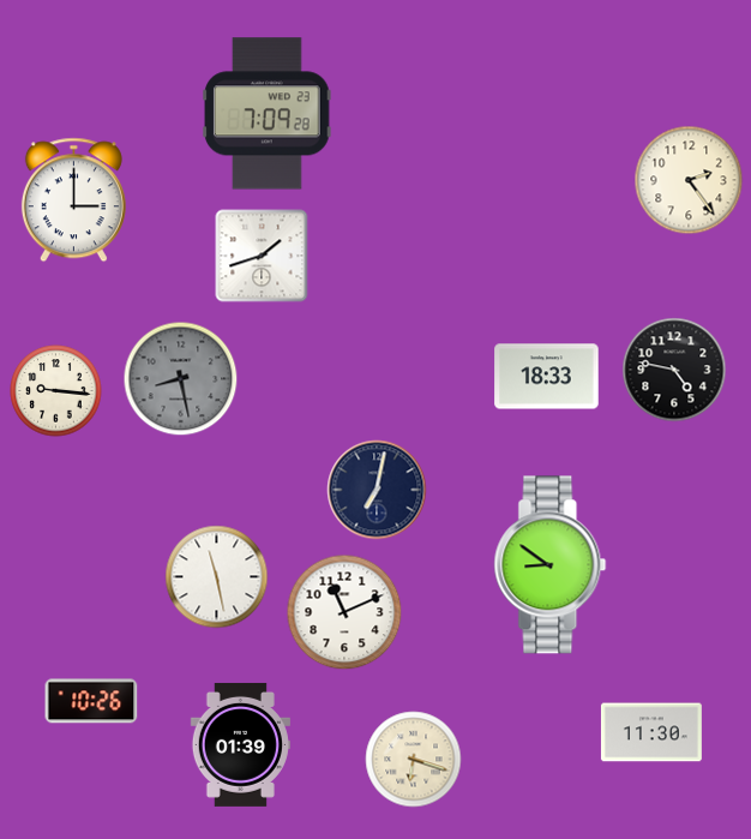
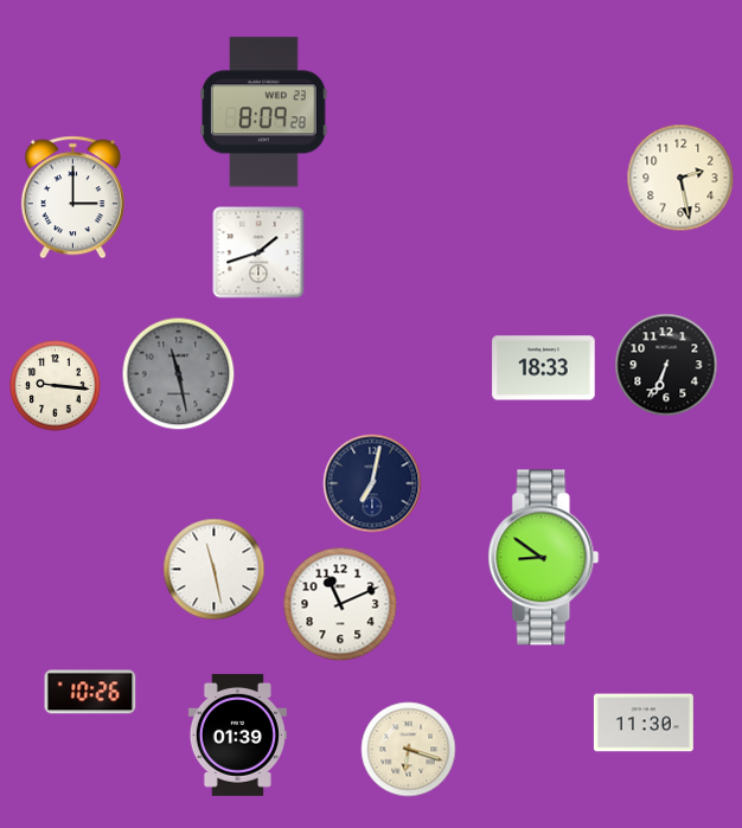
clock at (268, 114): 7:09 -> 8:09
clock at (689, 180): 2:24 -> 2:28
clock at (674, 370): 4:47 -> 6:34
clock at (547, 377) position: (547, 377) -> (544, 368)
clock at (181, 379): 8:28 -> 11:28
